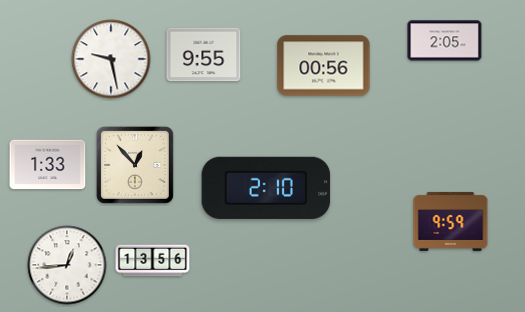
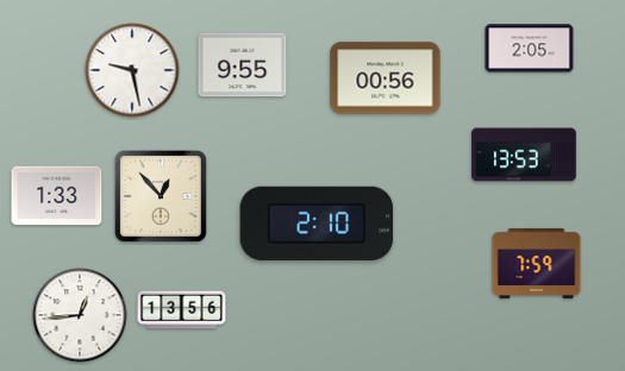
clock at (524, 155): none -> 13:53
clock at (451, 221): 9:59 -> 7:59
